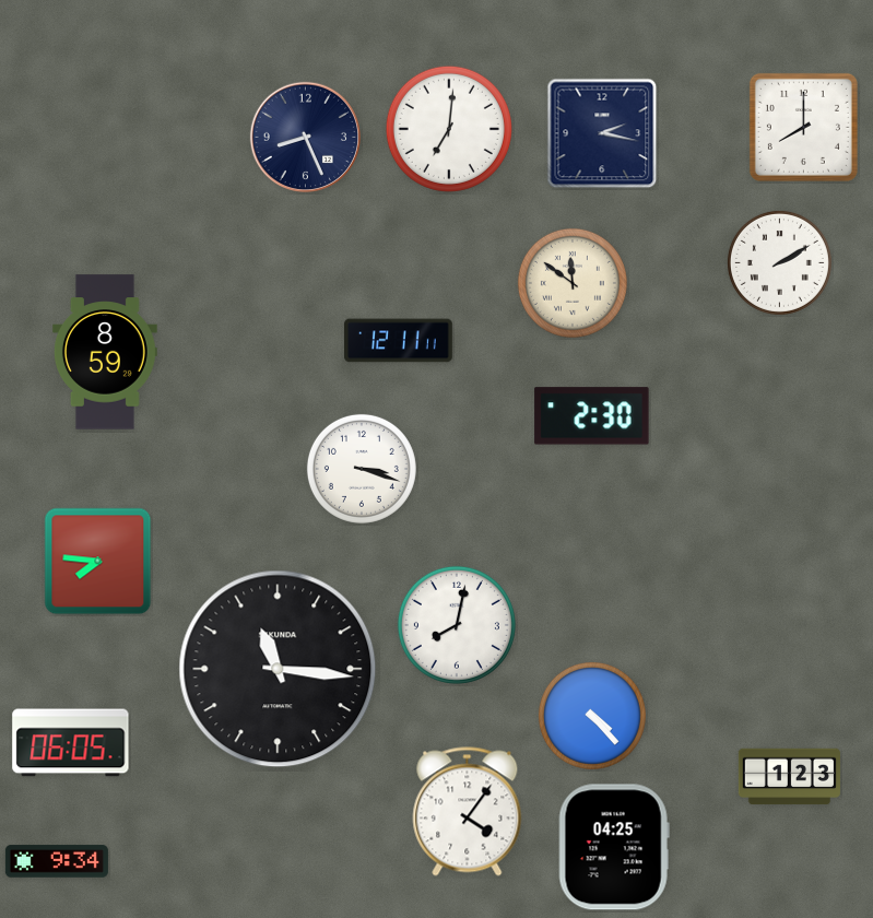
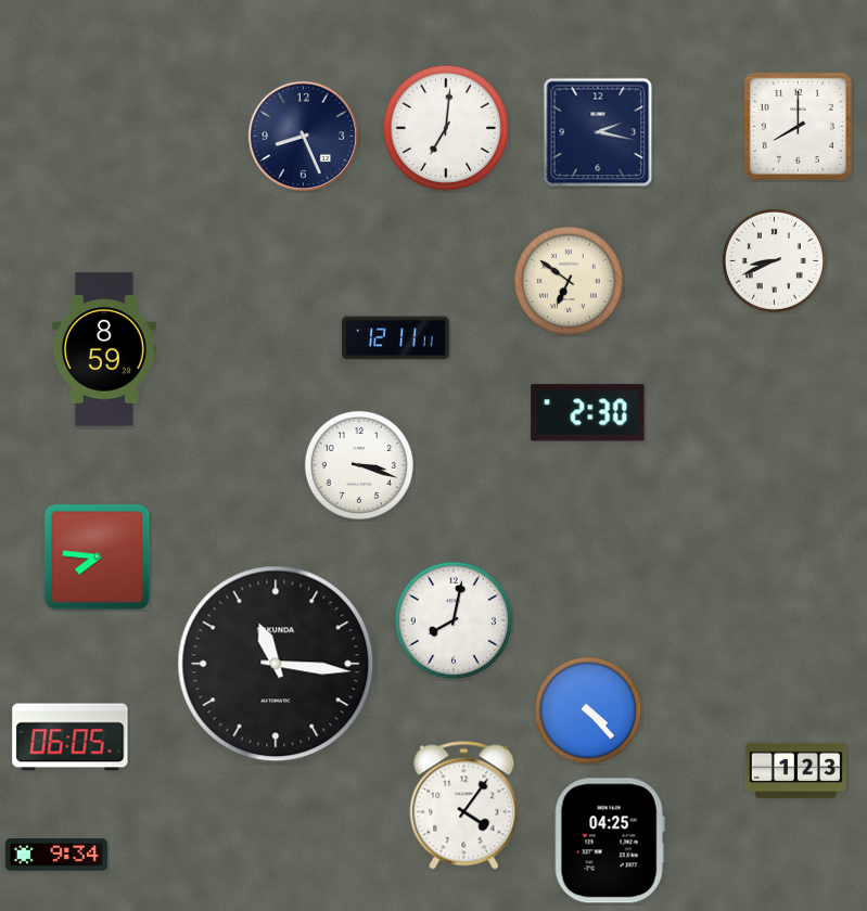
clock at (779, 262): 2:10 -> 8:41
clock at (573, 283): 11:51 -> 6:51
clock at (789, 777) position: (789, 777) -> (795, 771)
